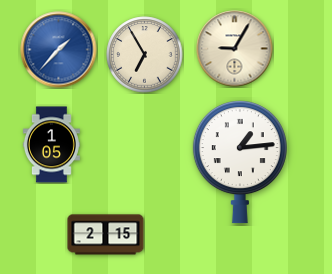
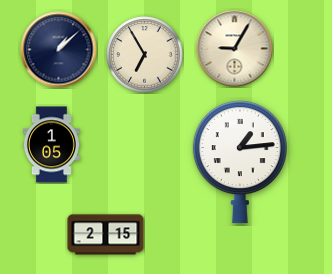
clock at (59, 50): 1:37 -> 1:08
clock at (59, 50) dial: blue -> navy
